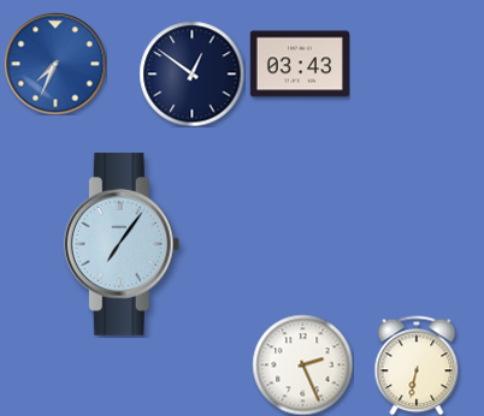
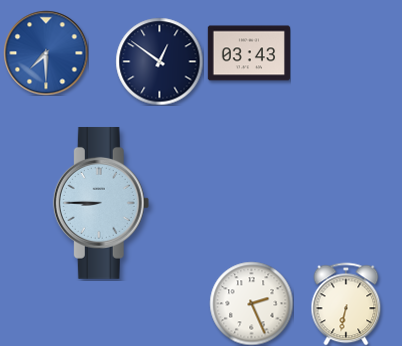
clock at (55, 64): 7:34 -> 7:30
clock at (122, 244): 7:06 -> 8:45
